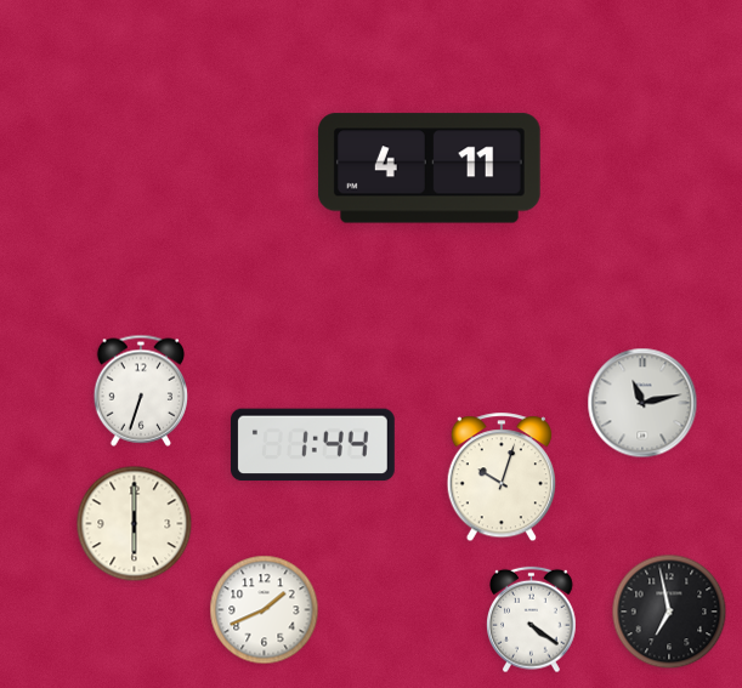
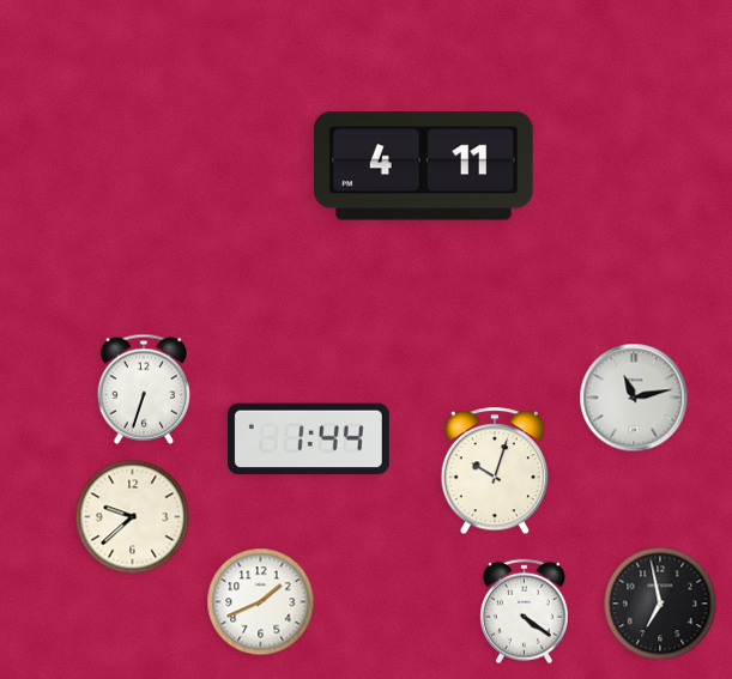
clock at (140, 391) position: (140, 391) -> (143, 389)
clock at (135, 524): 6:00 -> 9:38
